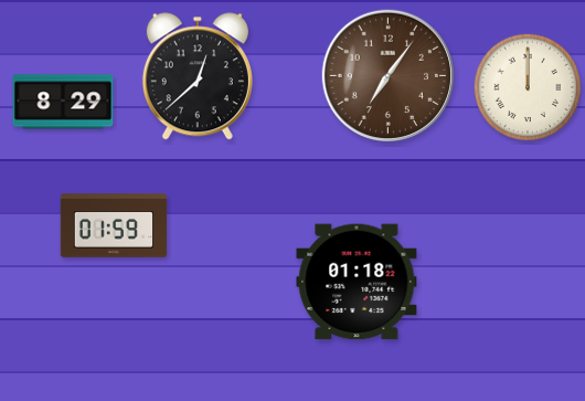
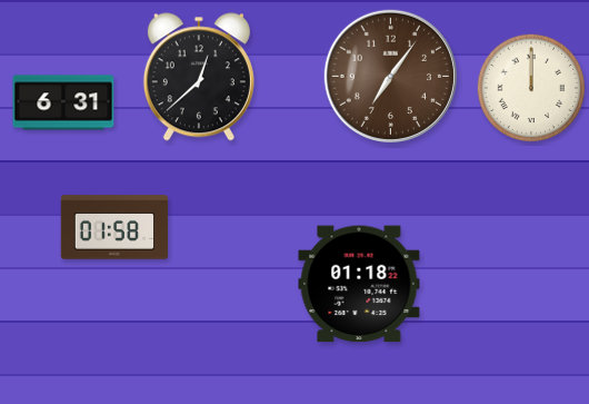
clock at (63, 102): 8:29 -> 6:31
clock at (114, 225): 01:59 -> 01:58
